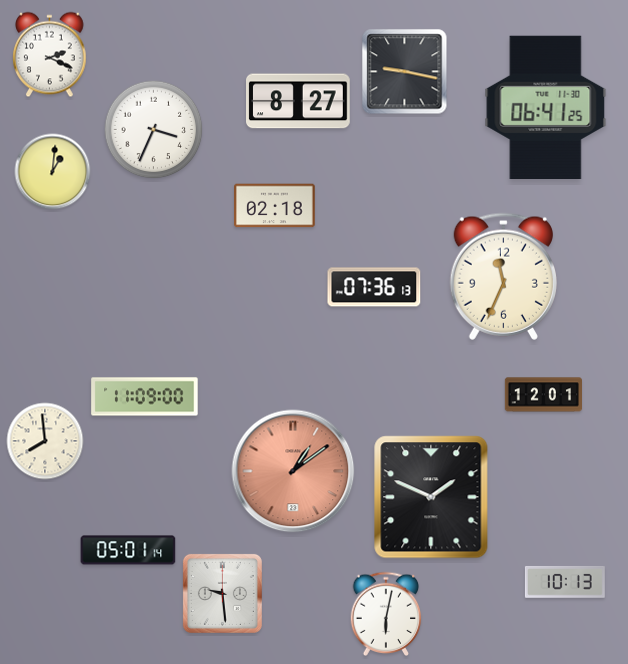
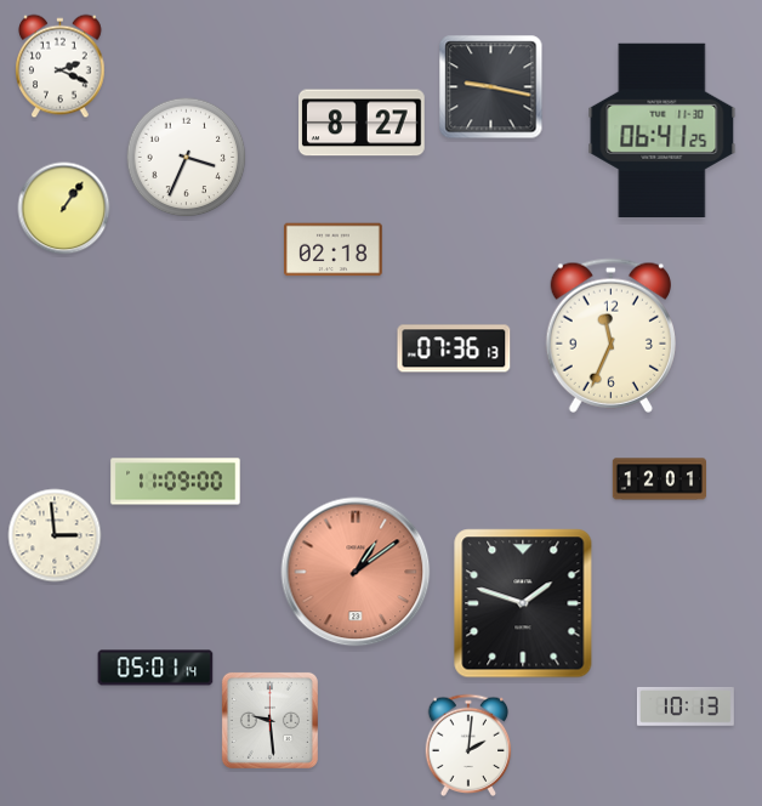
clock at (53, 172): 1:01 -> 1:06
clock at (45, 441): 7:59 -> 2:59
clock at (431, 497): 1:49 -> 1:48
clock at (386, 613): 6:02 -> 2:01
